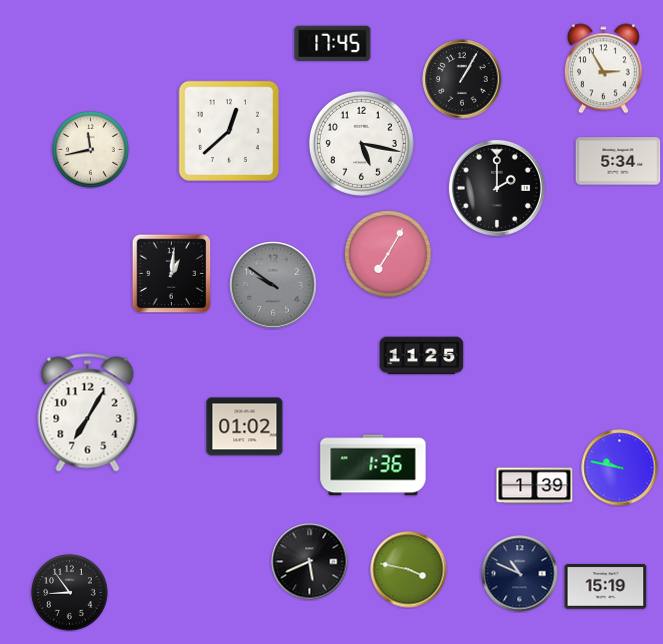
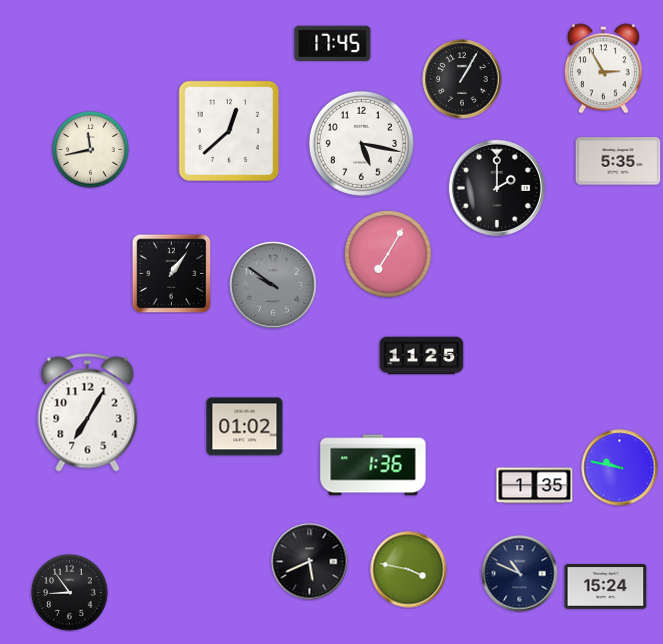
clock at (618, 161): 5:34 -> 5:35
clock at (171, 273): 1:01 -> 1:06
clock at (535, 486): 1:39 -> 1:35
clock at (606, 587): 15:19 -> 15:24
